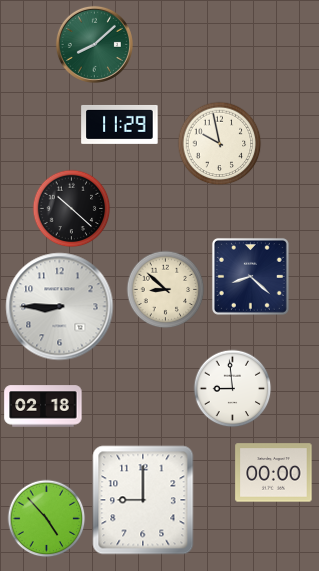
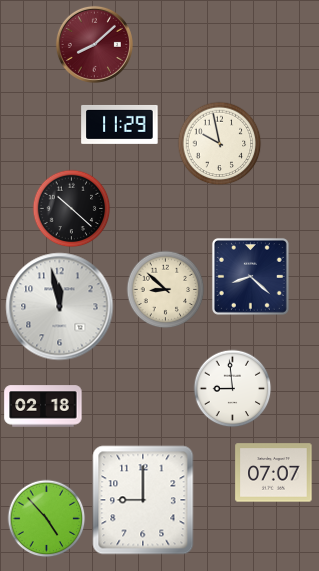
clock at (94, 44) dial: green -> burgundy
clock at (60, 307): 8:45 -> 11:58
clock at (274, 473): 00:00 -> 07:07
